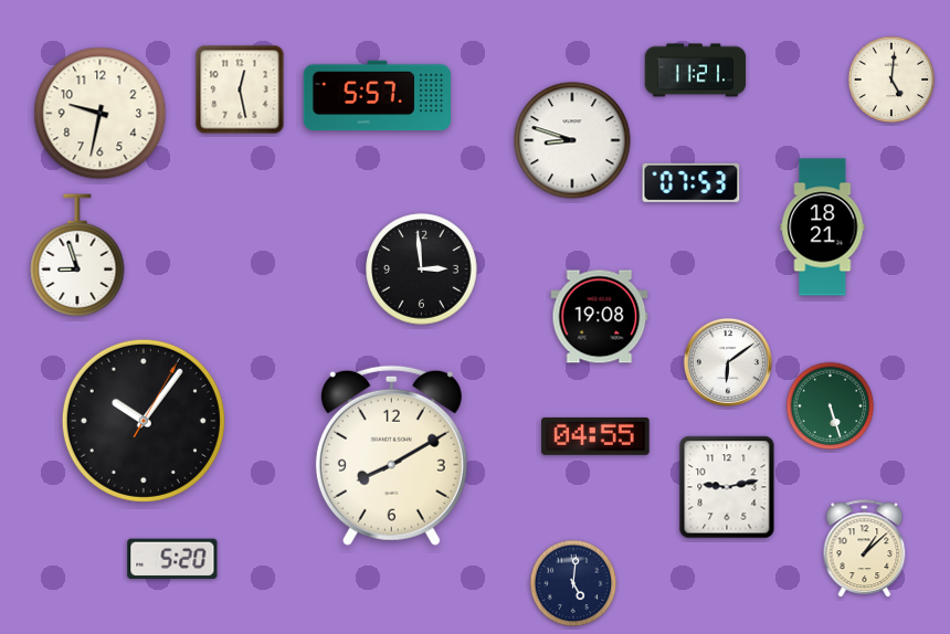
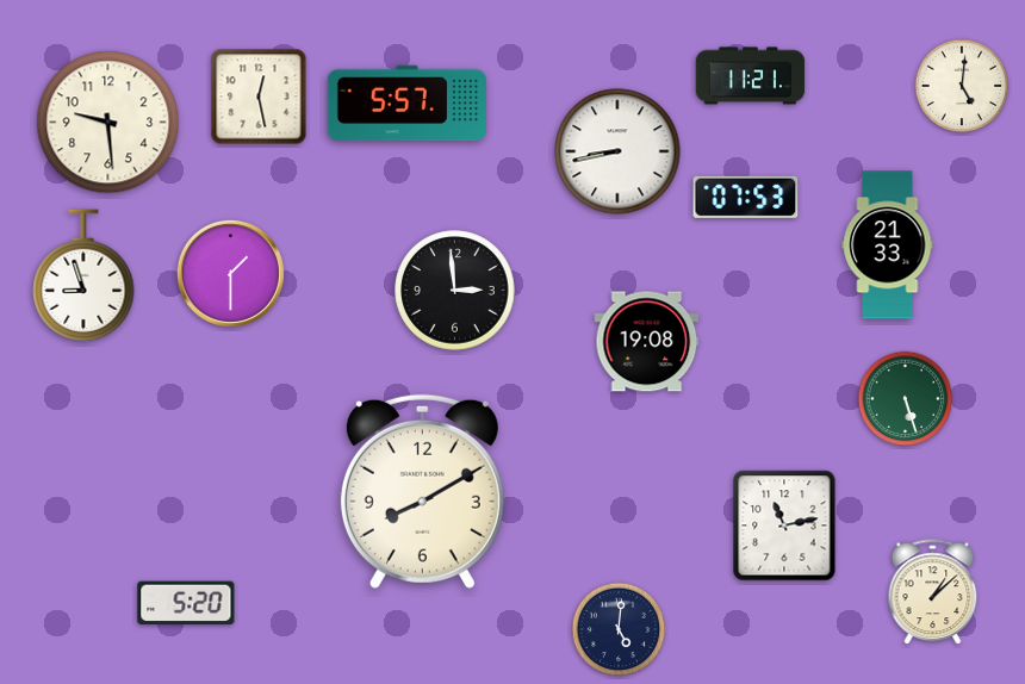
clock at (101, 114): 9:32 -> 9:29
clock at (572, 140): 8:48 -> 8:43
clock at (823, 228): 18:21 -> 21:33
clock at (230, 273): none -> 1:30
clock at (728, 362): 6:09 -> none
clock at (831, 406) position: (831, 406) -> (906, 399)
clock at (144, 421): 10:06 -> none
clock at (595, 436): 04:55 -> none
clock at (727, 487): 9:13 -> 11:13
